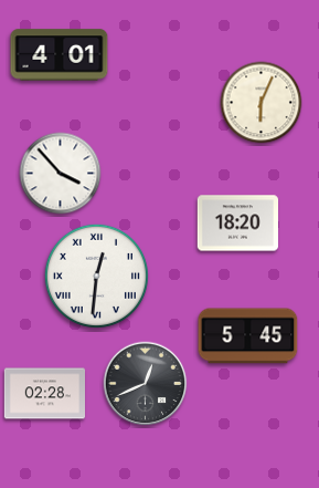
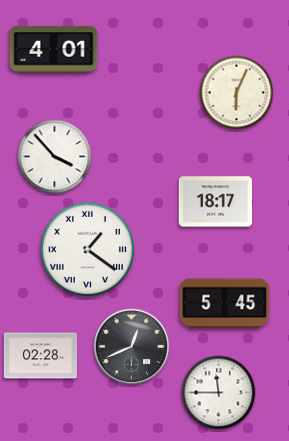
clock at (237, 224): 18:20 -> 18:17
clock at (96, 276): 12:31 -> 1:21
clock at (219, 393): none -> 11:45
